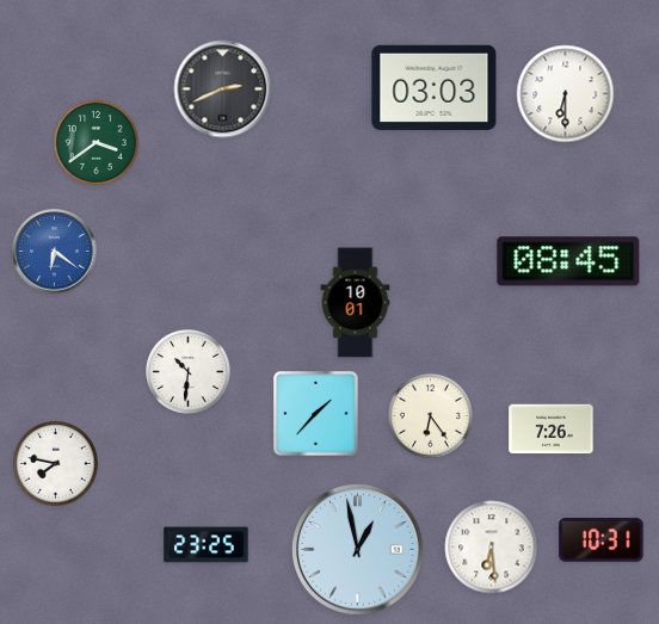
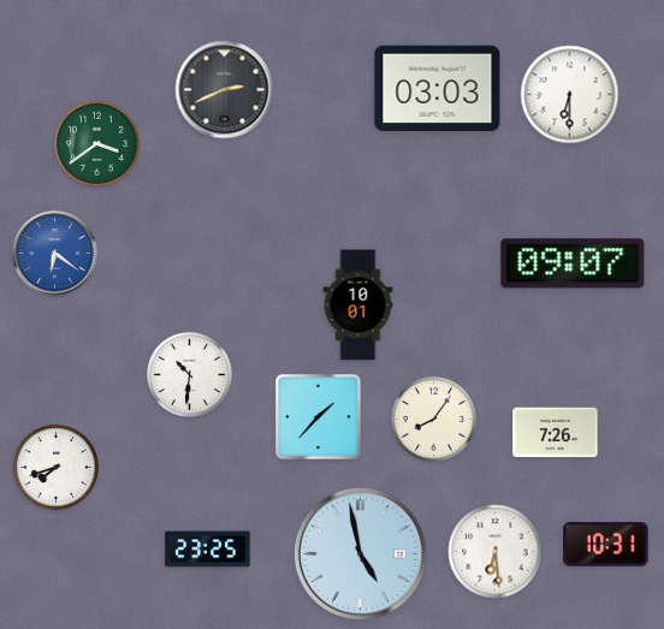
clock at (568, 261): 08:45 -> 09:07
clock at (430, 415): 6:24 -> 8:06
clock at (55, 463): 7:47 -> 7:42
clock at (358, 550): 12:58 -> 4:58
